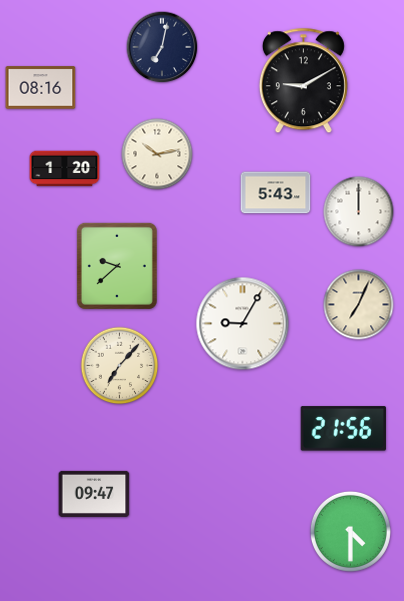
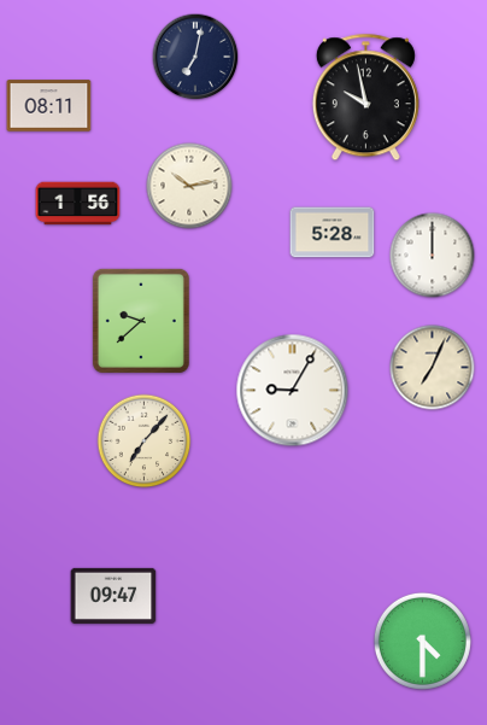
clock at (303, 81): 9:10 -> 9:58
clock at (41, 88): 08:16 -> 08:11
clock at (65, 169): 1:20 -> 1:56
clock at (276, 193): 5:43 -> 5:28
clock at (343, 429): 21:56 -> none
